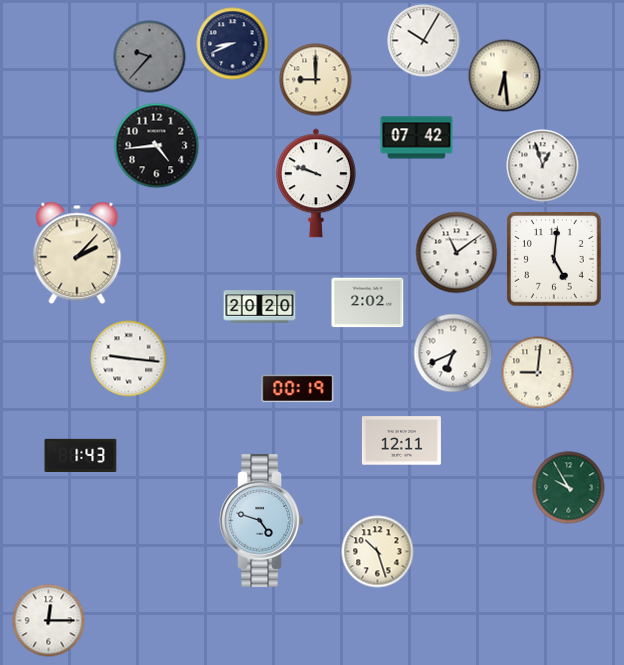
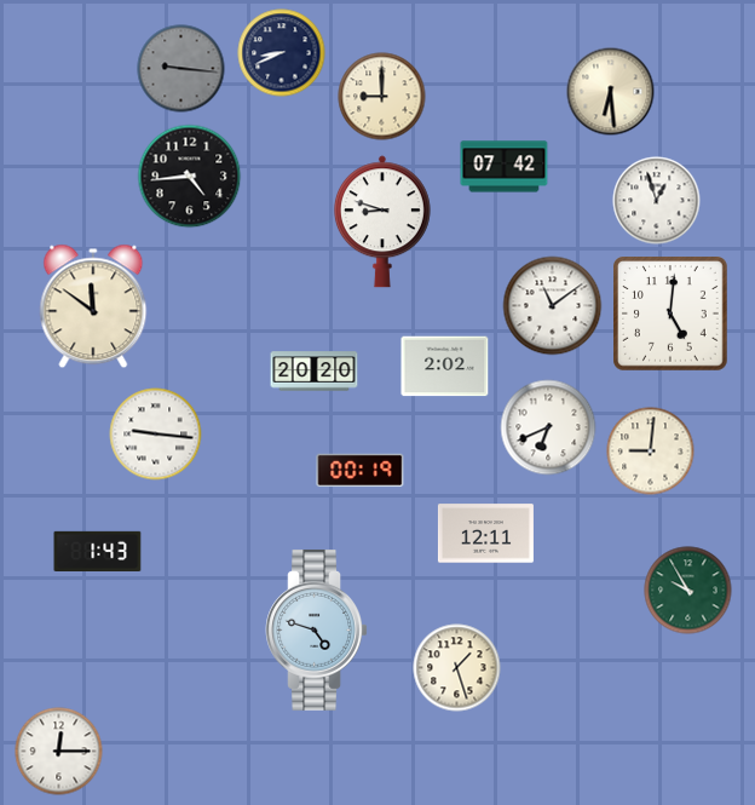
clock at (424, 41): 10:05 -> none
clock at (150, 57): 9:37 -> 9:16
clock at (316, 183): 9:48 -> 8:48
clock at (77, 253): 2:07 -> 11:51
clock at (378, 552): 10:27 -> 1:27
